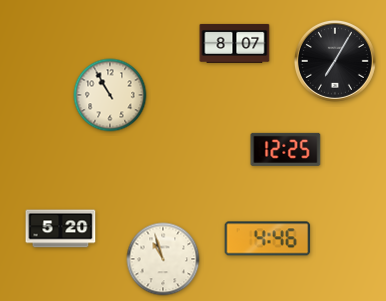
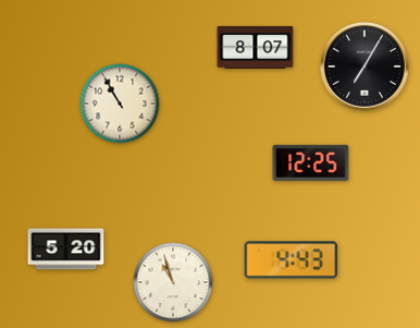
clock at (268, 239): 4:46 -> 4:43
clock at (163, 259) position: (163, 259) -> (173, 282)
